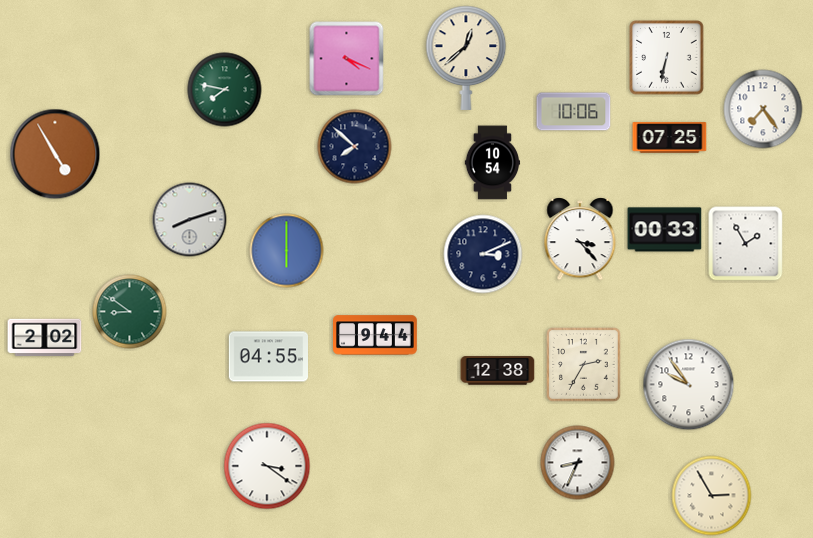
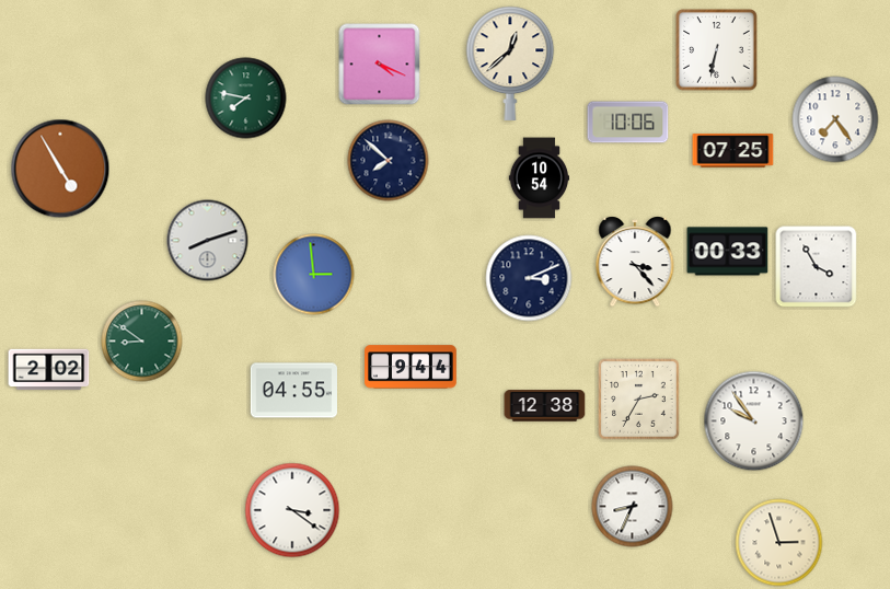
clock at (667, 58) position: (667, 58) -> (717, 50)
clock at (746, 244): 1:55 -> 3:55
clock at (287, 251): 6:00 -> 2:59
clock at (712, 496): 2:55 -> 2:57
